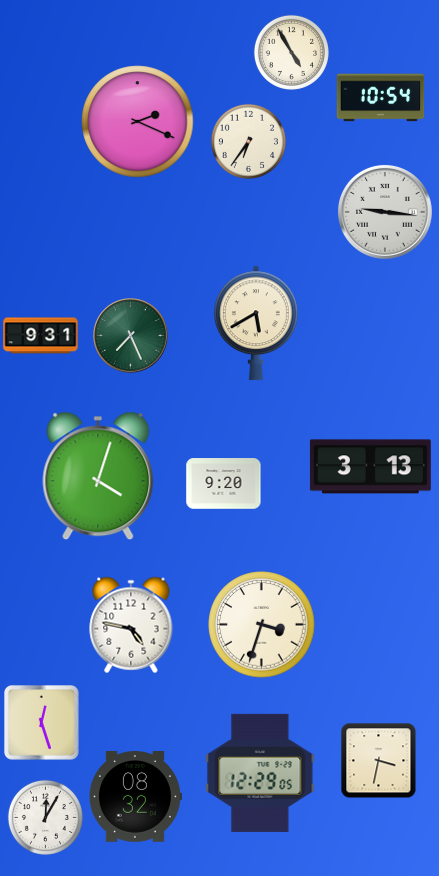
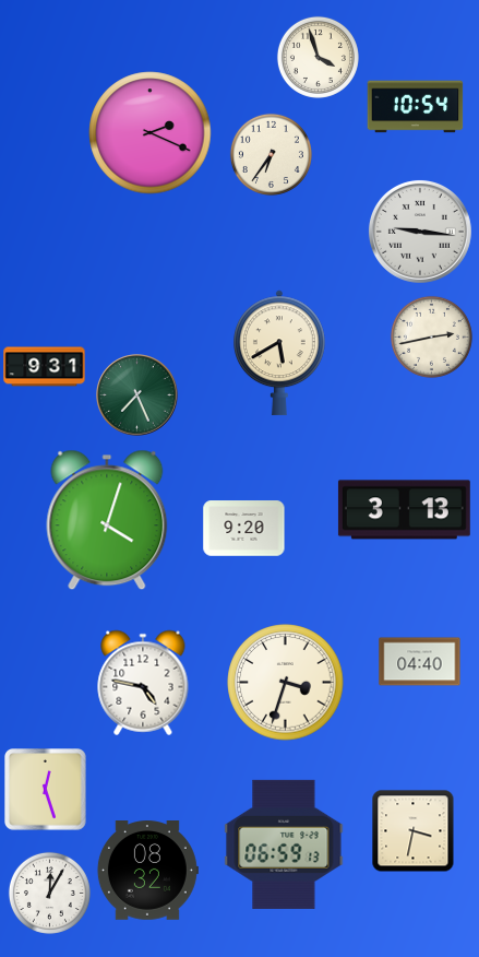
clock at (291, 52): 4:55 -> 3:57
clock at (431, 336): none -> 2:43
clock at (131, 336) position: (131, 336) -> (137, 395)
clock at (420, 662): none -> 04:40
clock at (260, 773): 12:29 -> 06:59
